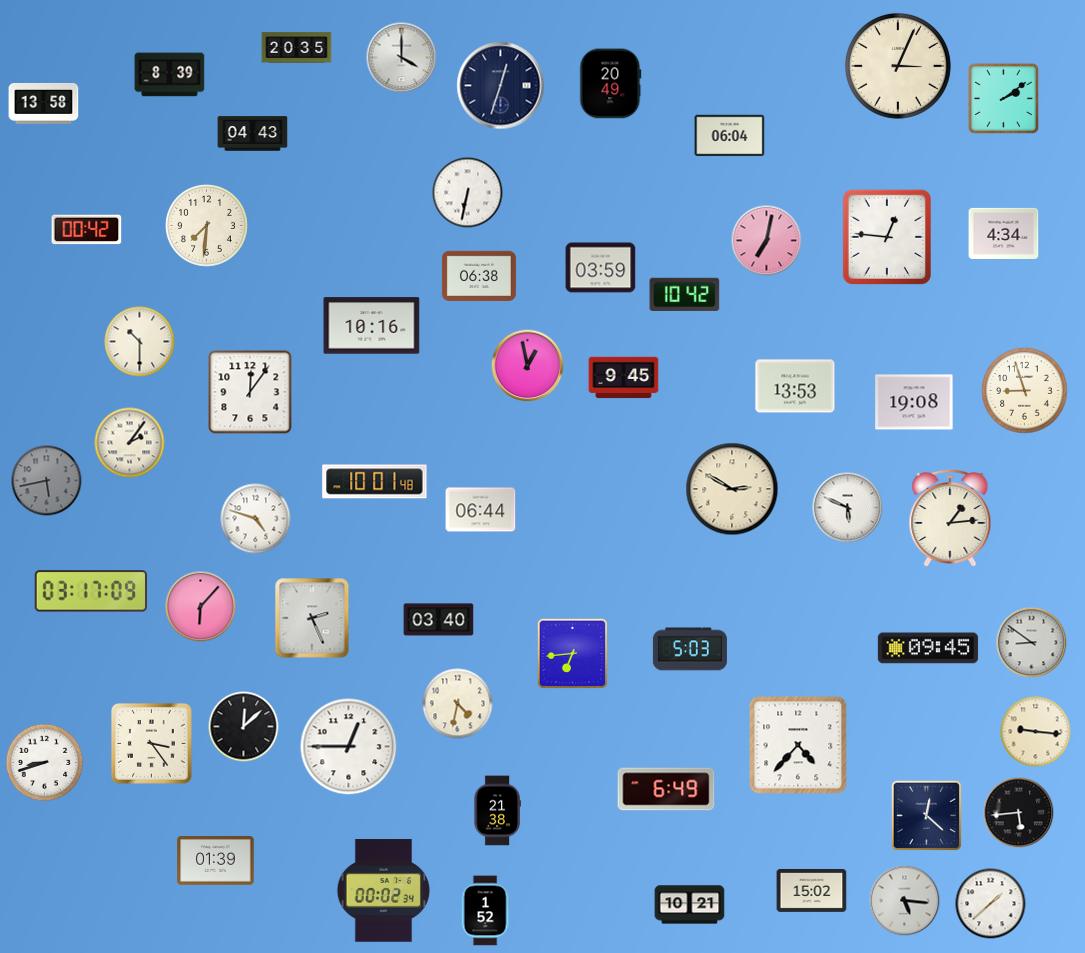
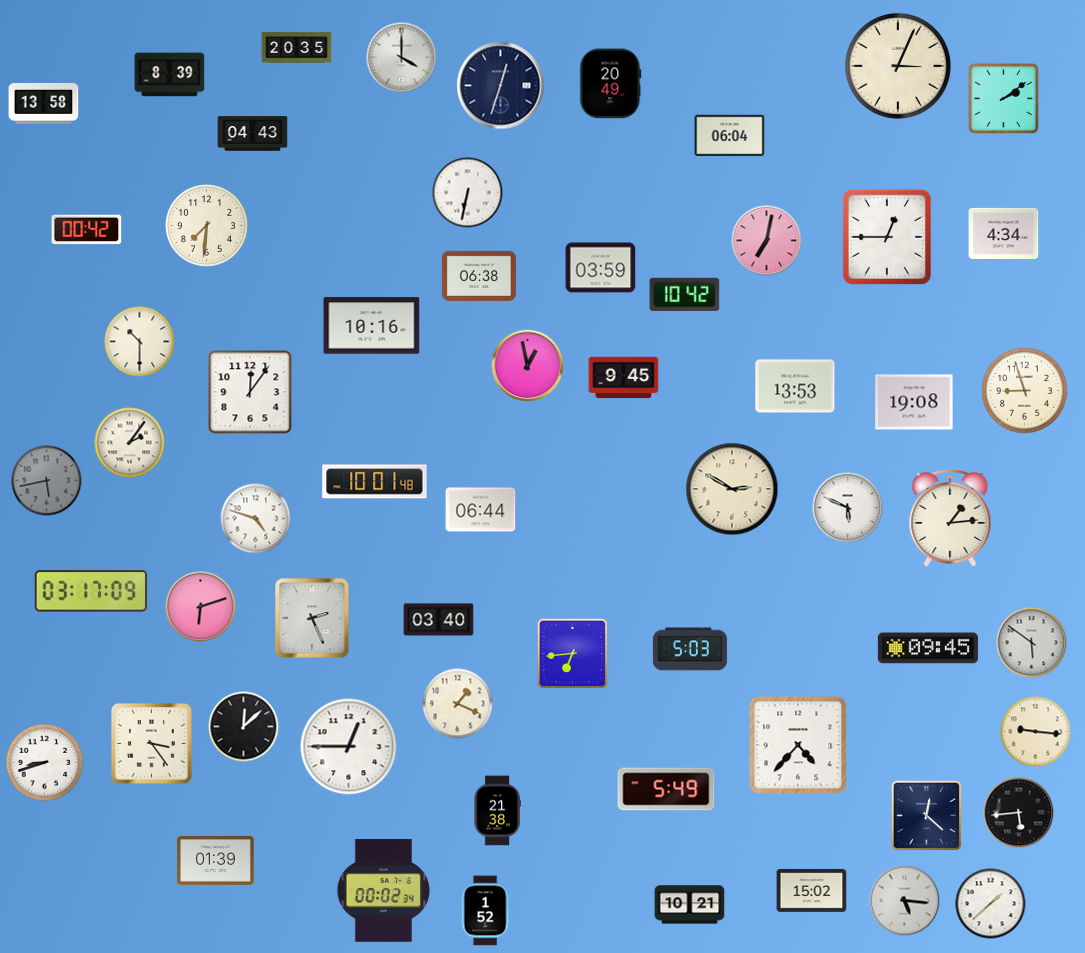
clock at (887, 237): 12:46 -> 12:45
clock at (201, 607): 6:07 -> 6:12
clock at (1032, 643): 8:51 -> 5:51
clock at (458, 704): 4:32 -> 1:19
clock at (666, 789): 6:49 -> 5:49
